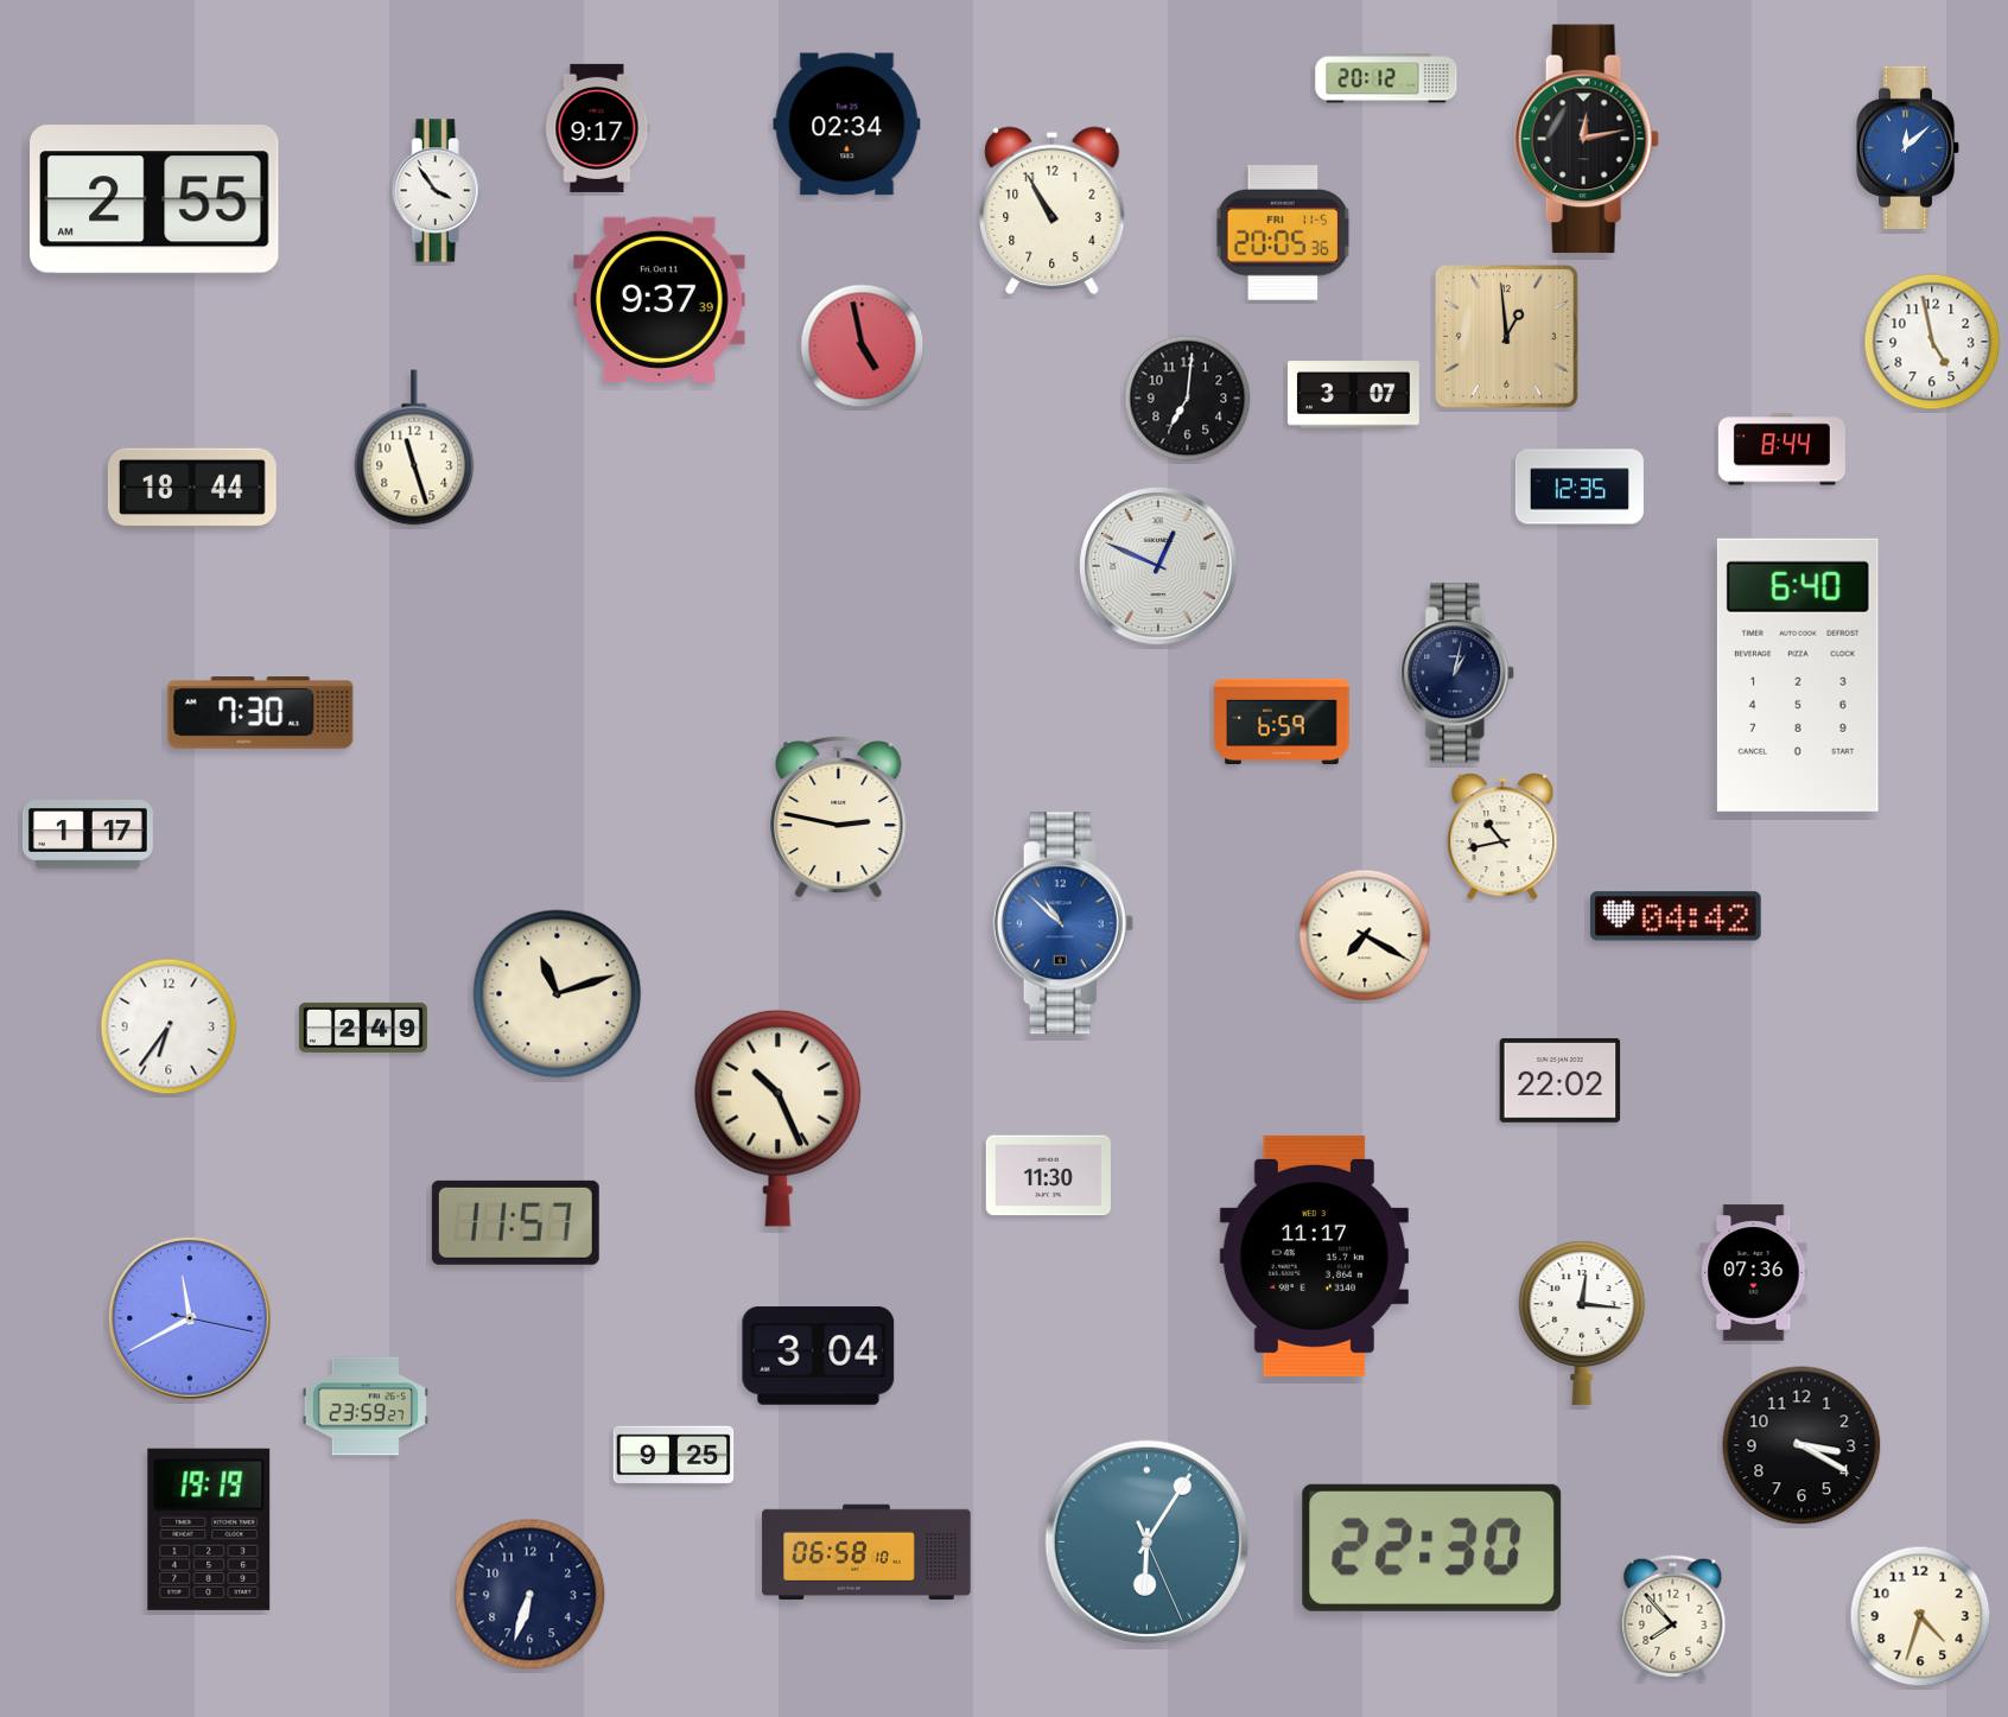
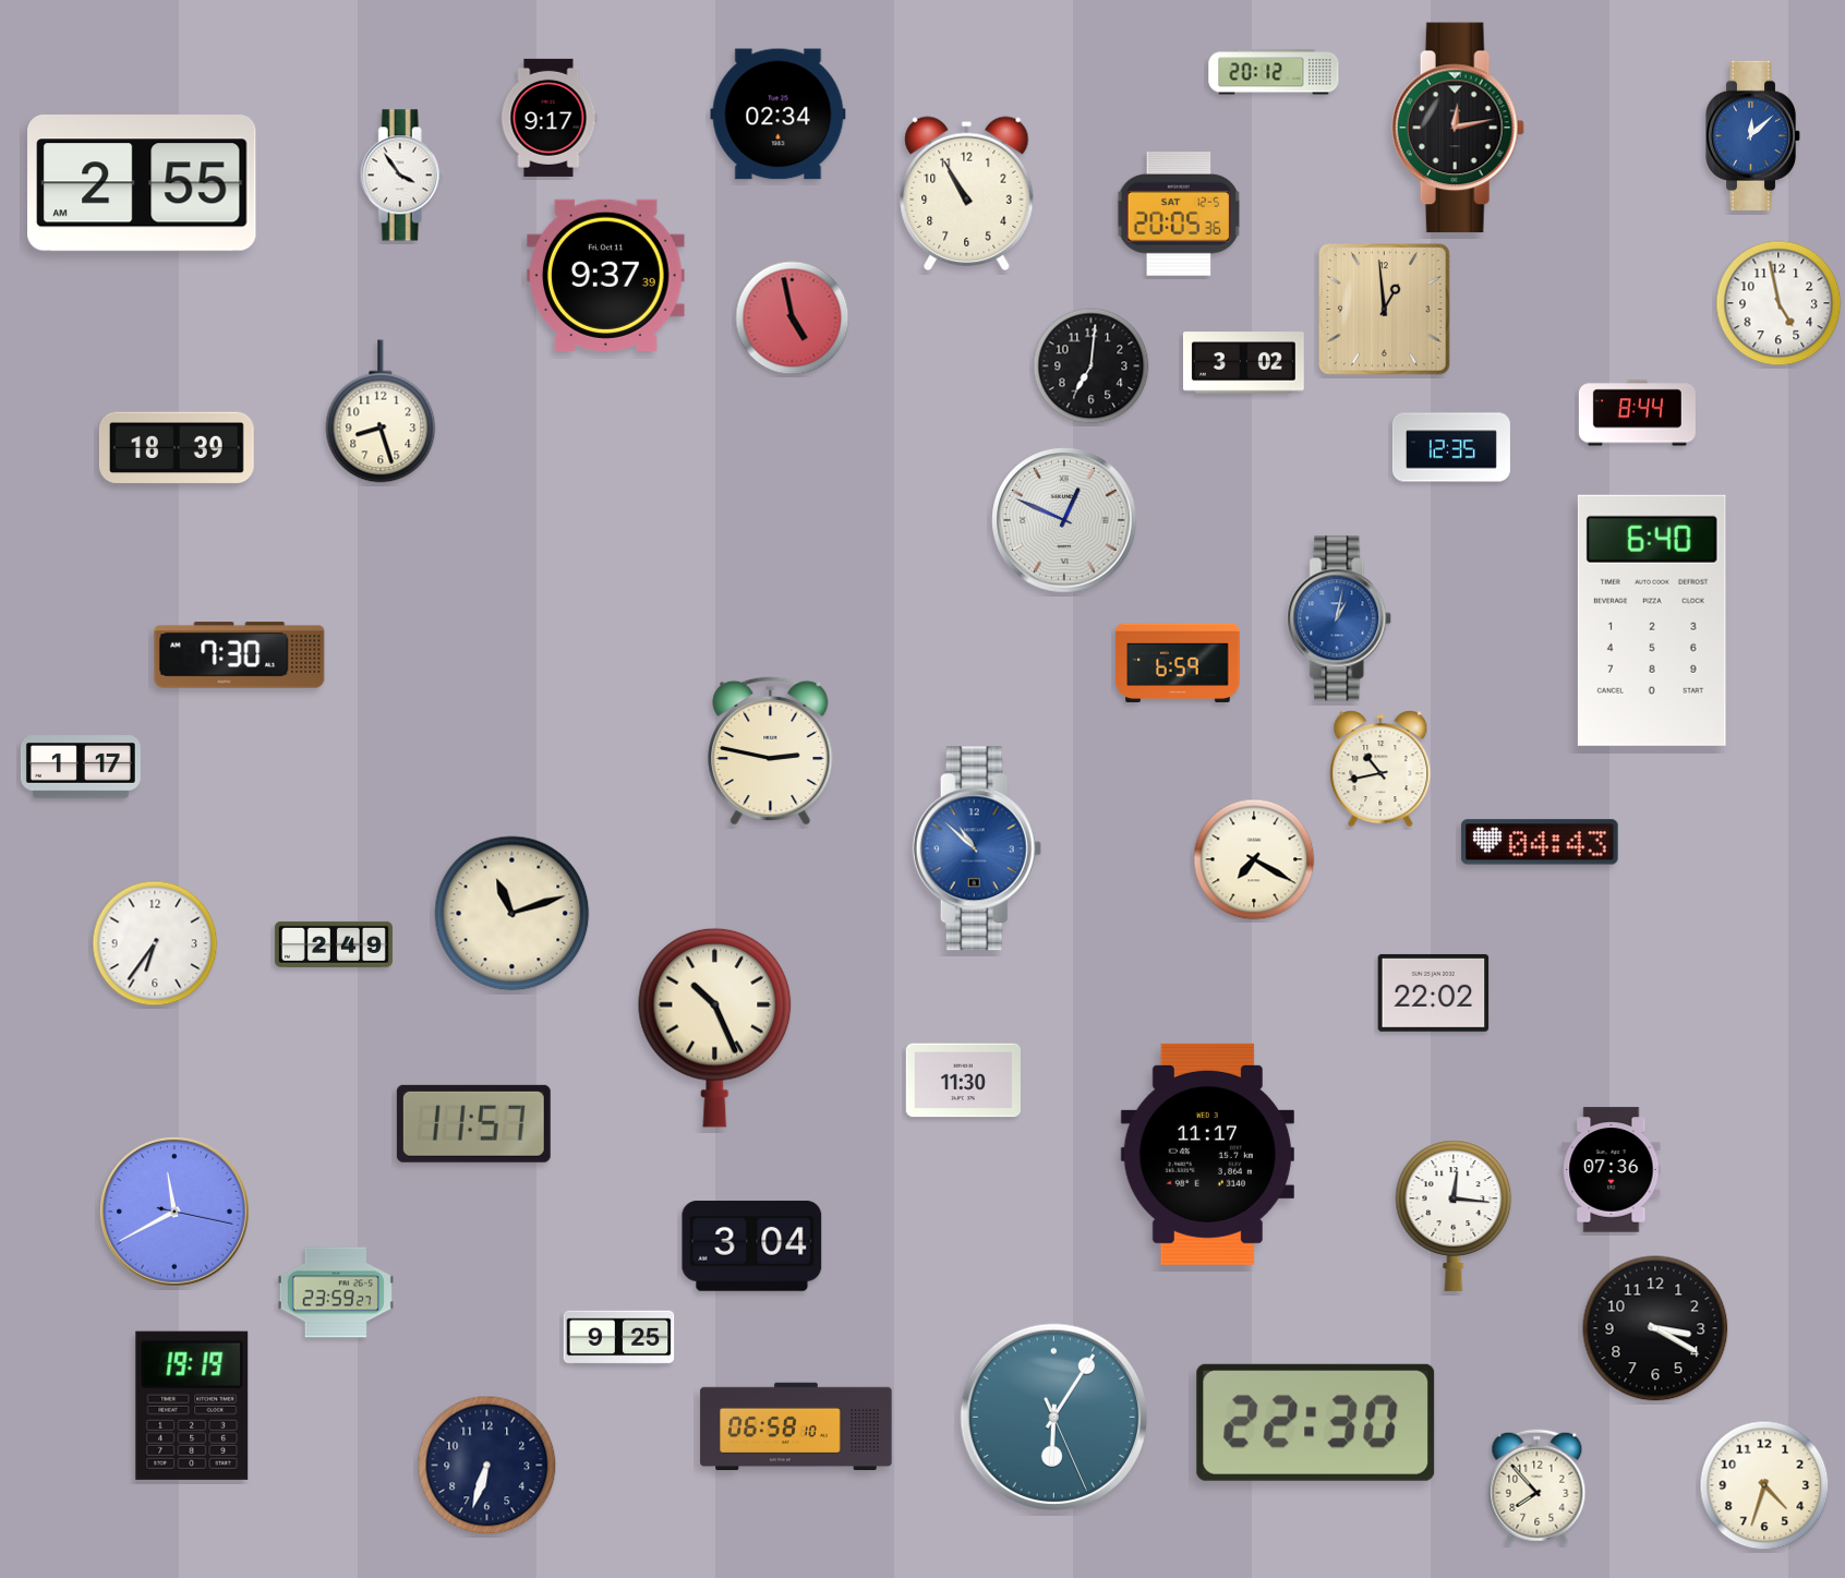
clock at (1283, 234) date: FRI 11-5 -> SAT 12-5
clock at (1932, 342) position: (1932, 342) -> (1778, 303)
clock at (1353, 395): 3:07 -> 3:02
clock at (414, 447): 11:27 -> 8:27
clock at (192, 488): 18:44 -> 18:39
clock at (1459, 673) dial: navy -> blue
clock at (1676, 916): 04:42 -> 04:43
